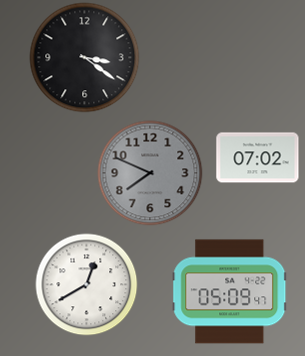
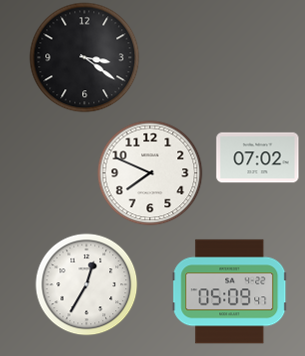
clock at (150, 173) dial: grey -> white
clock at (87, 285): 12:40 -> 12:35
